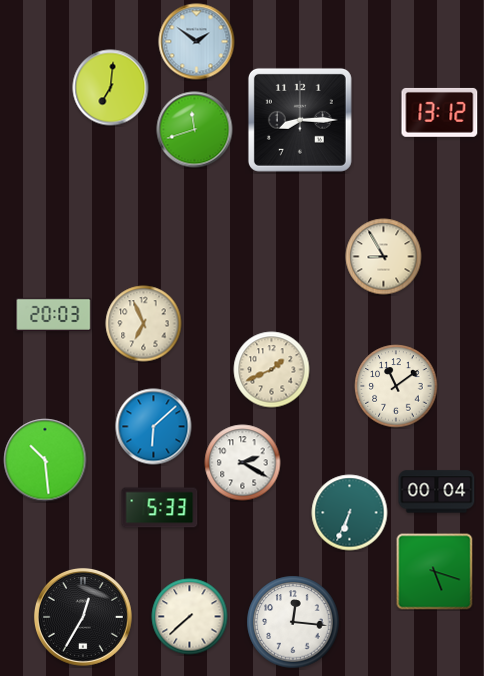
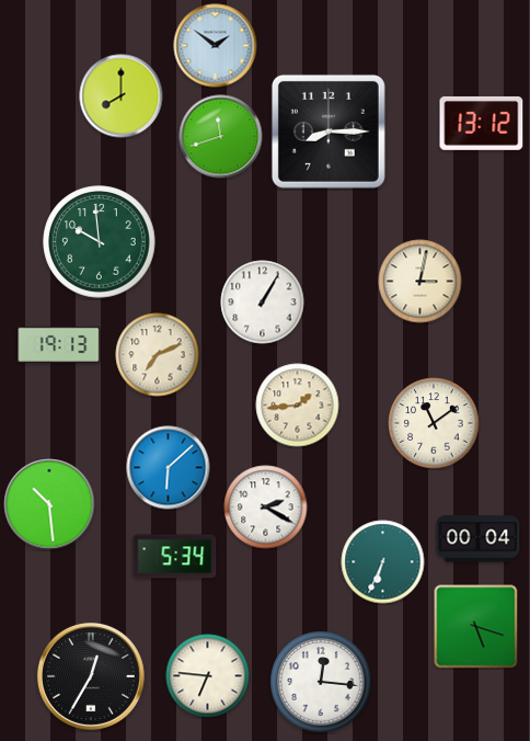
clock at (111, 88): 7:01 -> 8:00
clock at (195, 130) position: (195, 130) -> (221, 137)
clock at (100, 242): none -> 9:59
clock at (384, 257): 8:55 -> 3:02
clock at (263, 303): none -> 1:05
clock at (54, 314): 20:03 -> 19:13
clock at (144, 324): 6:56 -> 7:11
clock at (272, 370): 1:41 -> 1:44
clock at (160, 508): 5:33 -> 5:34
clock at (190, 617): 7:38 -> 6:46
